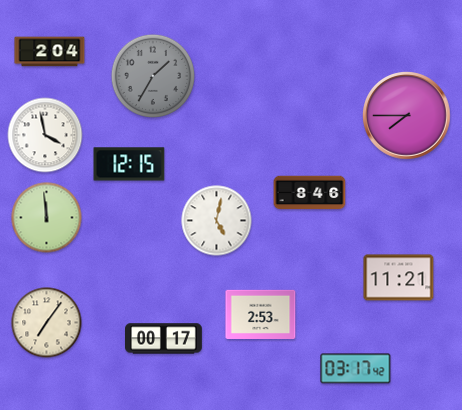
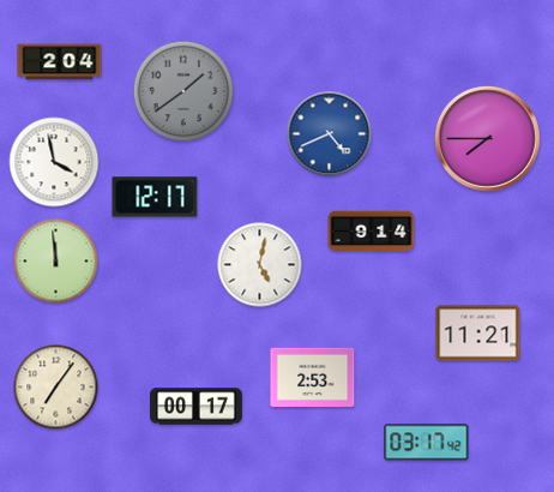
clock at (153, 76): 1:35 -> 1:39
clock at (330, 134): none -> 4:41
clock at (129, 164): 12:15 -> 12:17
clock at (310, 193): 8:46 -> 9:14
